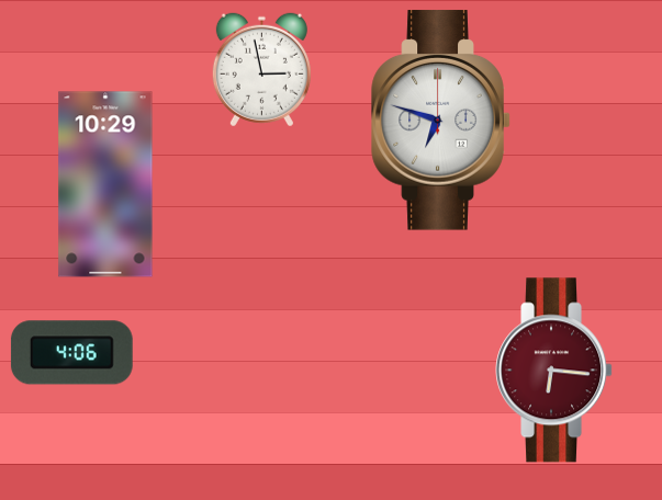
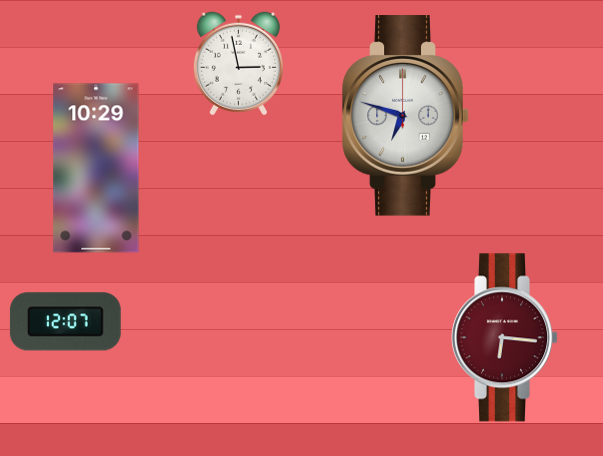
clock at (441, 121) position: (441, 121) -> (406, 116)
clock at (71, 353): 4:06 -> 12:07
